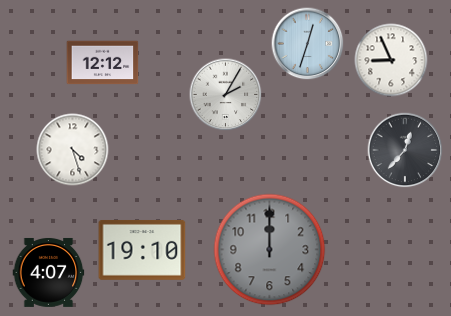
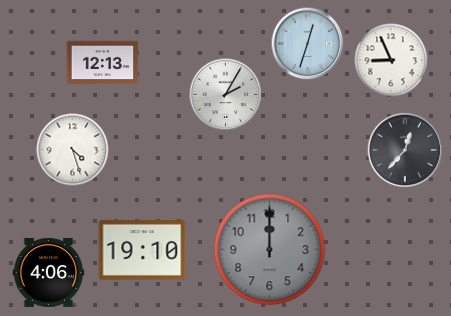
clock at (103, 63): 12:12 -> 12:13
clock at (49, 272): 4:07 -> 4:06
